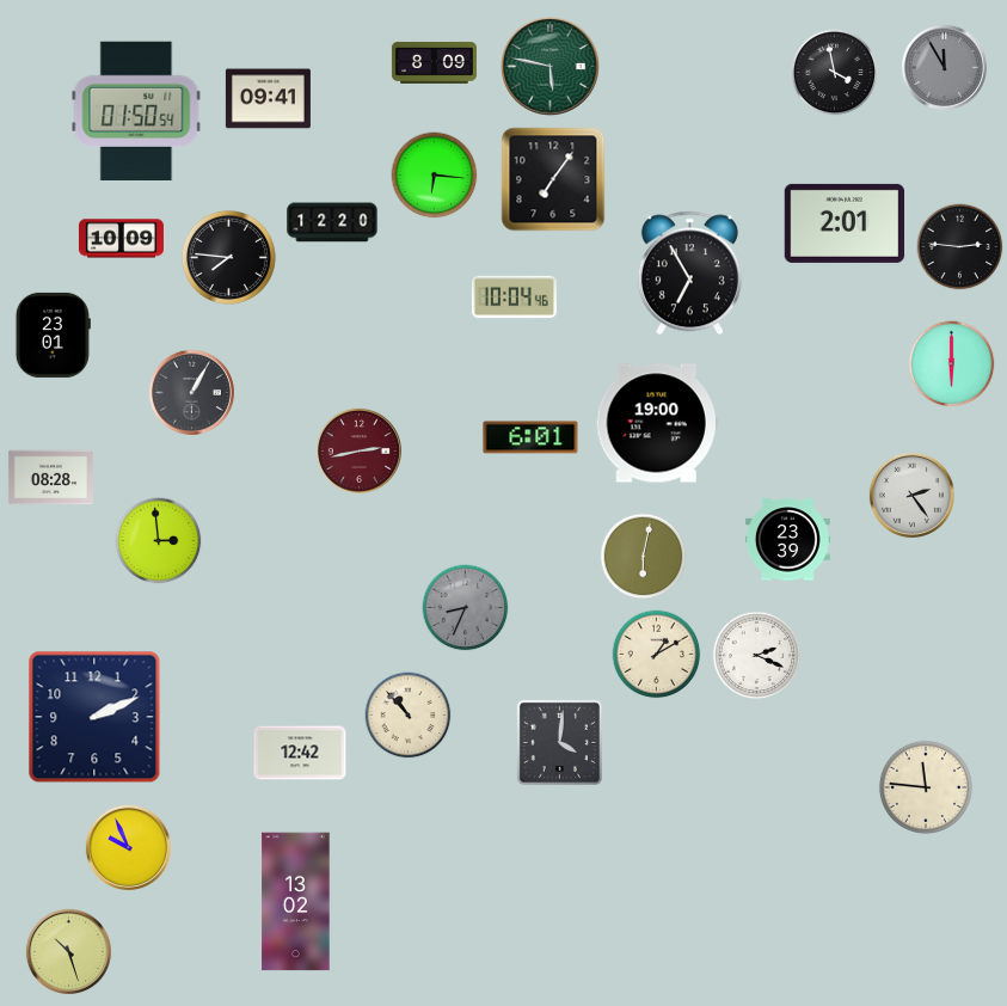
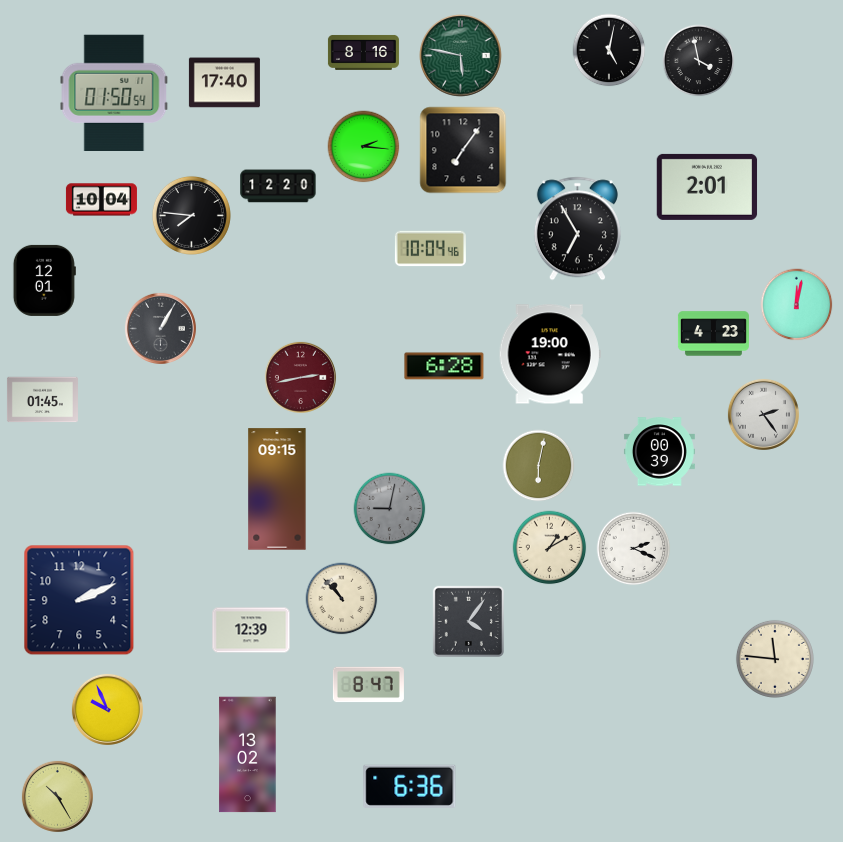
clock at (609, 50): none -> 5:02
clock at (434, 62): 8:09 -> 8:16
clock at (944, 67): 11:55 -> none
clock at (268, 99): 09:41 -> 17:40
clock at (435, 176): 6:16 -> 2:16
clock at (121, 239): 10:09 -> 10:04
clock at (960, 247): 2:46 -> none
clock at (53, 335): 23:01 -> 12:01
clock at (952, 364): 6:00 -> 12:02
clock at (713, 334): none -> 4:23
clock at (530, 437): 6:01 -> 6:28
clock at (50, 478): 08:28 -> 01:45
clock at (787, 540): 23:39 -> 00:39
clock at (159, 541): 2:59 -> none
clock at (277, 489): none -> 09:15
clock at (466, 608): 8:34 -> 9:02
clock at (559, 742): 4:01 -> 4:06
clock at (300, 753): 12:42 -> 12:39
clock at (368, 685): none -> 8:47
clock at (410, 786): none -> 6:36
clock at (68, 951): 10:27 -> 10:25
